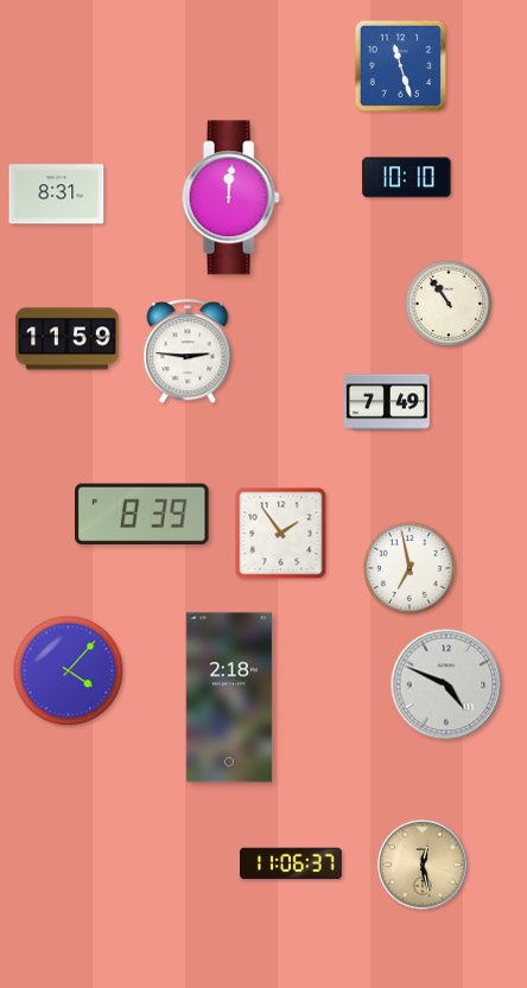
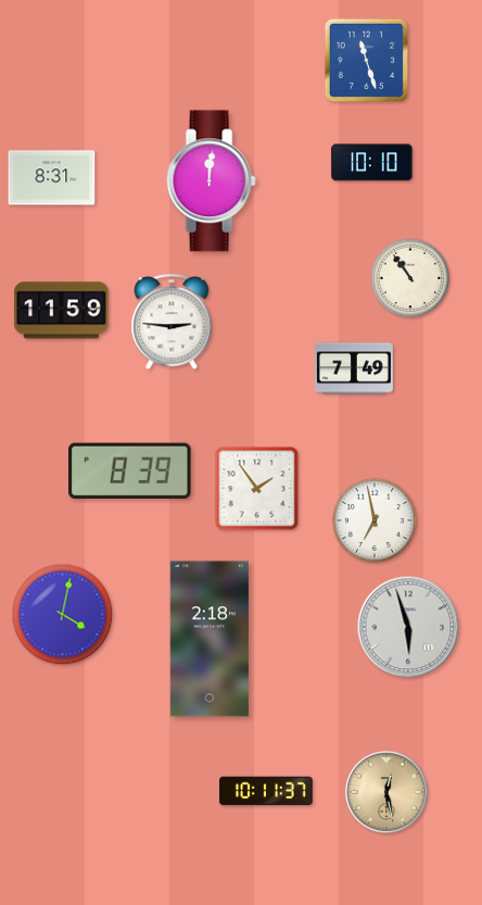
clock at (69, 671): 4:07 -> 4:02
clock at (446, 684): 4:49 -> 5:57
clock at (292, 863): 11:06 -> 10:11
